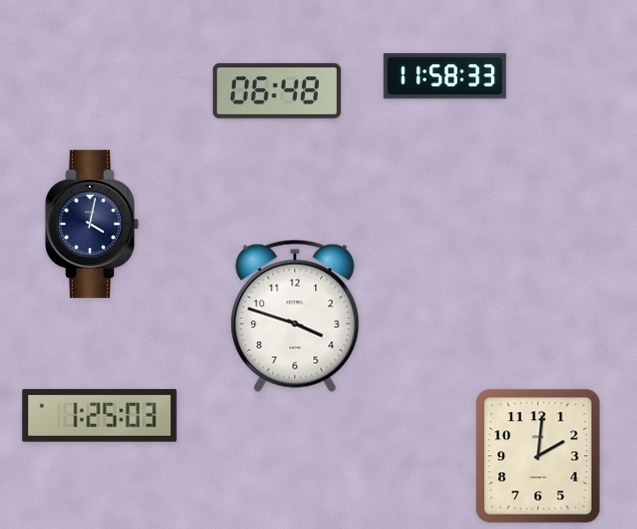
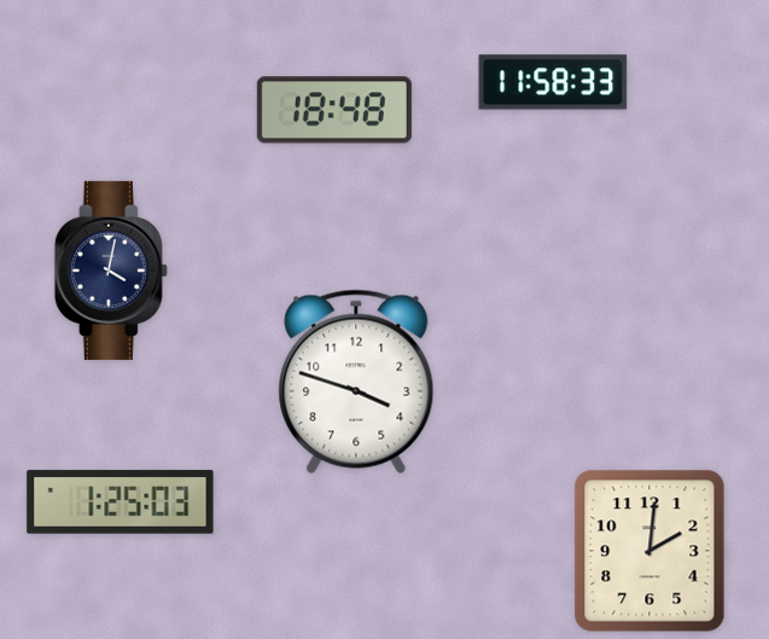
clock at (445, 76) position: (445, 76) -> (553, 82)
clock at (277, 91): 06:48 -> 18:48
